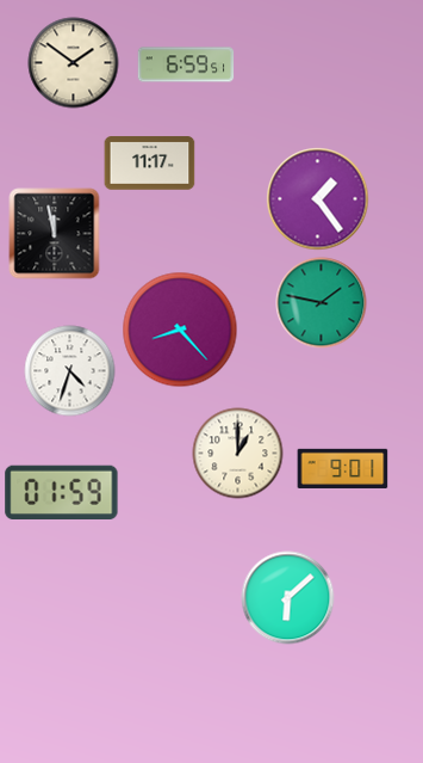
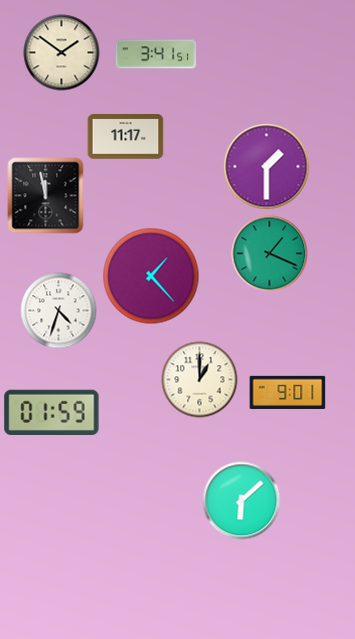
clock at (186, 64): 6:59 -> 3:41
clock at (318, 199): 1:24 -> 1:30
clock at (322, 303): 1:47 -> 1:19
clock at (180, 330): 8:23 -> 1:23
